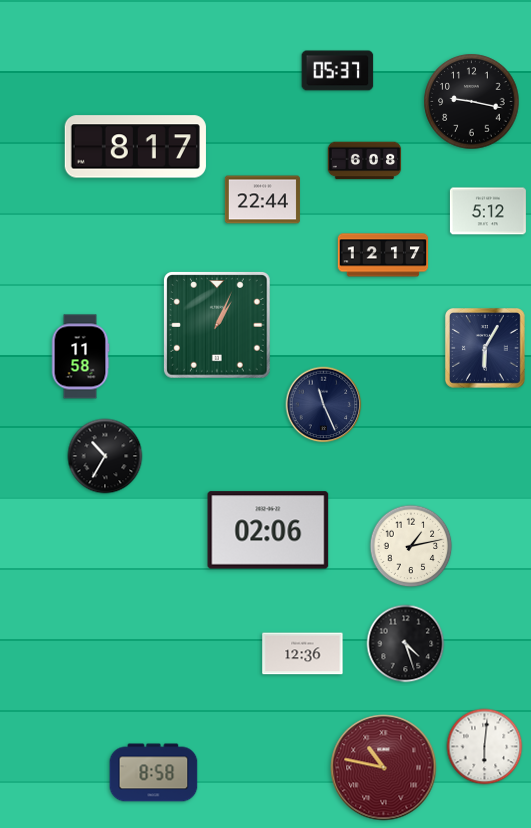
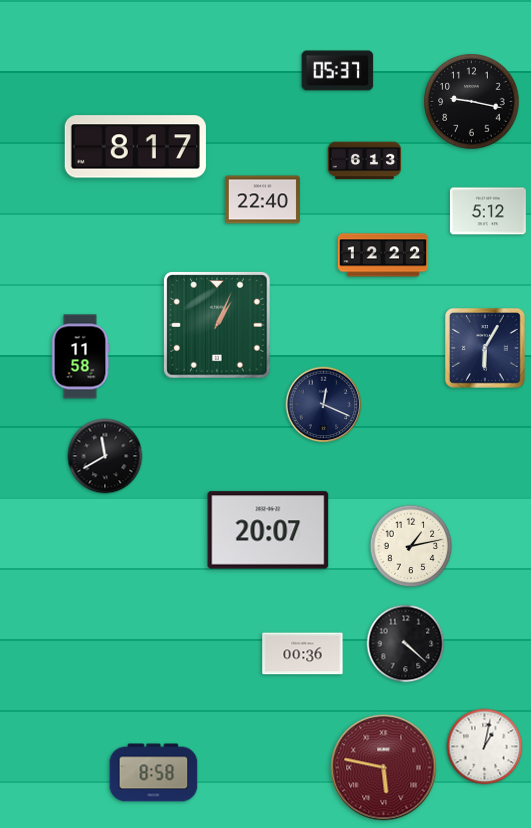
clock at (365, 161): 6:08 -> 6:13
clock at (262, 200): 22:44 -> 22:40
clock at (383, 255): 12:17 -> 12:22
clock at (324, 405): 11:26 -> 12:19
clock at (105, 456): 10:35 -> 11:40
clock at (268, 530): 02:06 -> 20:07
clock at (406, 644): 4:27 -> 4:22
clock at (303, 654): 12:36 -> 00:36
clock at (485, 747): 6:01 -> 1:02
clock at (384, 768): 10:47 -> 5:47
